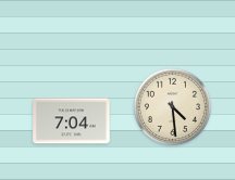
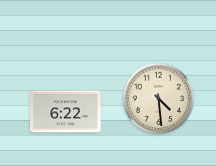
clock at (72, 121): 7:04 -> 6:22
